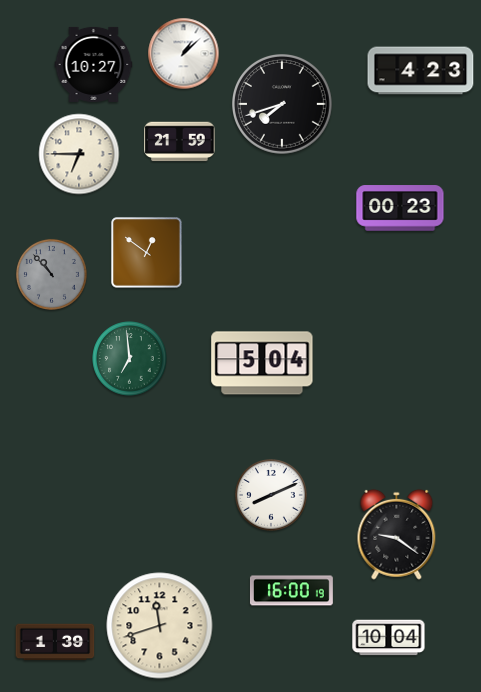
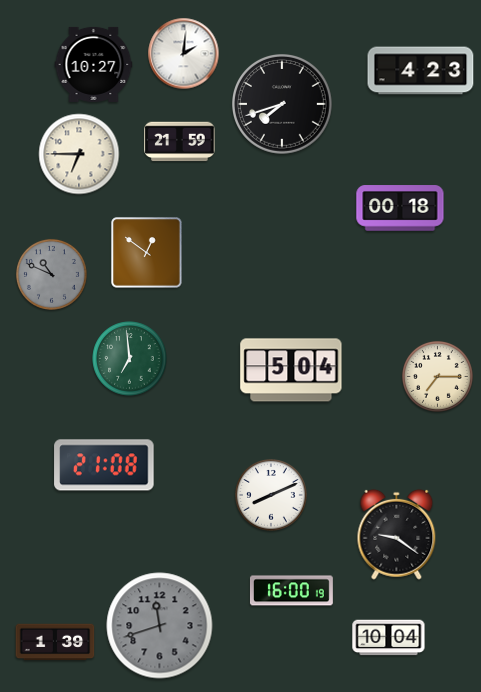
clock at (184, 54): 1:08 -> 2:01
clock at (400, 208): 00:23 -> 00:18
clock at (51, 274): 10:53 -> 10:49
clock at (262, 363) position: (262, 363) -> (291, 370)
clock at (437, 376): none -> 7:15
clock at (104, 465): none -> 21:08
clock at (160, 626) dial: cream -> grey
